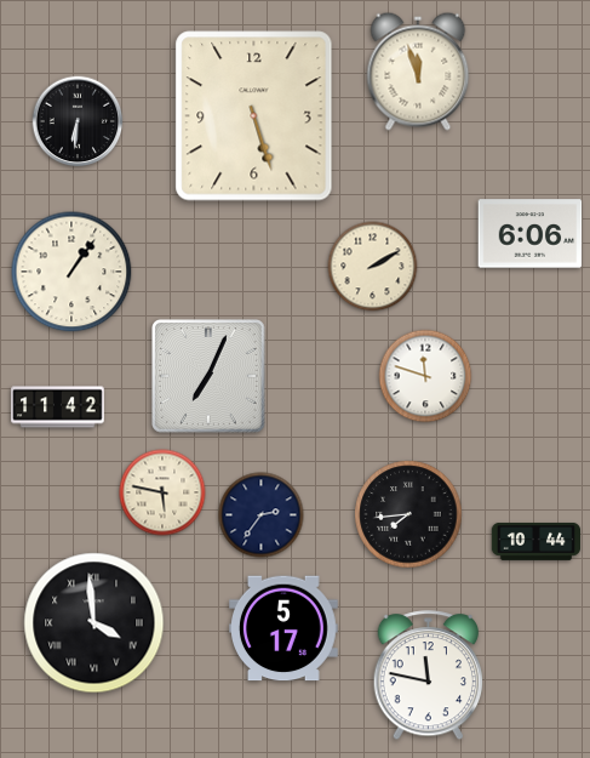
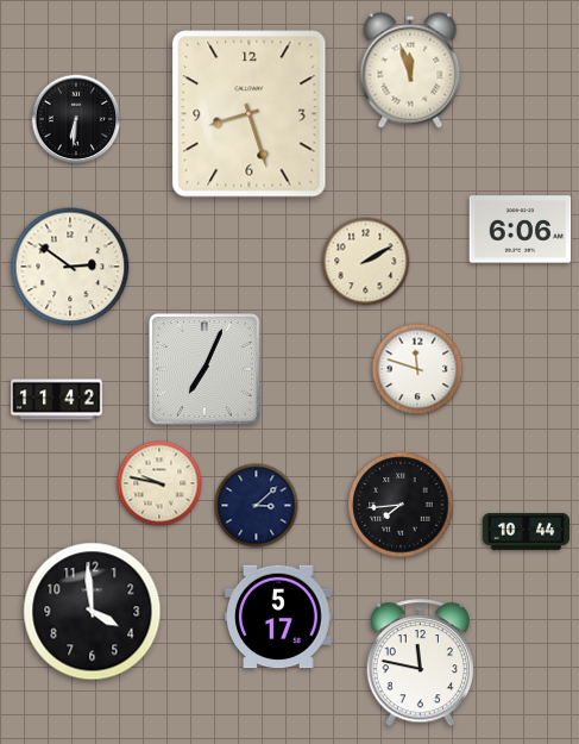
clock at (254, 116): 5:27 -> 8:27
clock at (71, 272): 1:06 -> 2:51
clock at (162, 492): 5:47 -> 9:47
clock at (262, 515): 2:36 -> 3:08
clock at (94, 623) numerals: Roman -> Arabic
